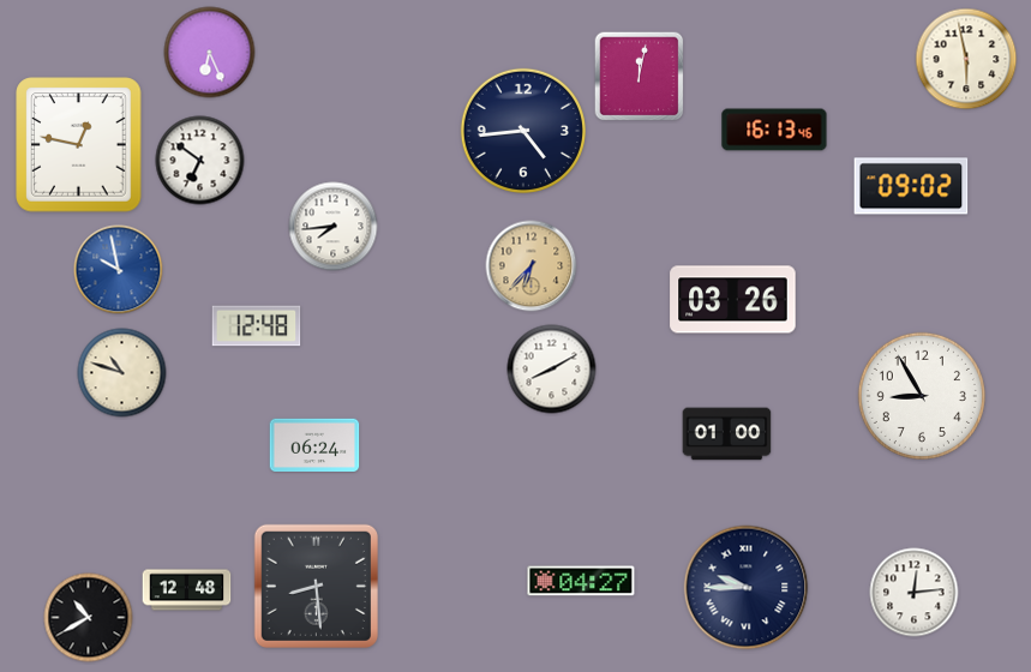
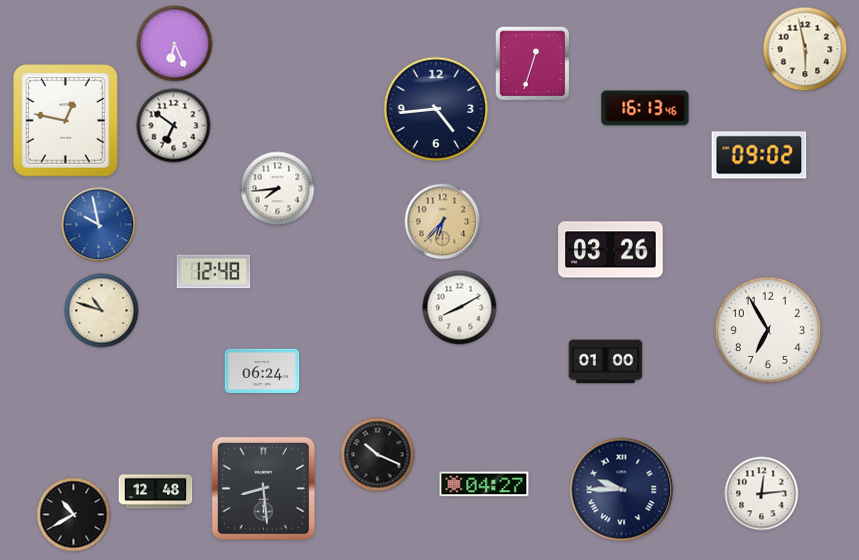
clock at (640, 77): 12:02 -> 12:33
clock at (200, 161) position: (200, 161) -> (174, 126)
clock at (922, 396): 8:55 -> 6:55
clock at (378, 455): none -> 10:19
